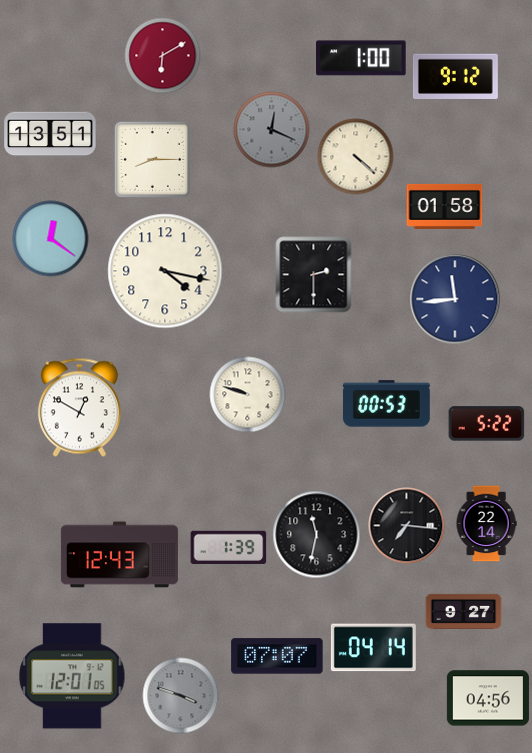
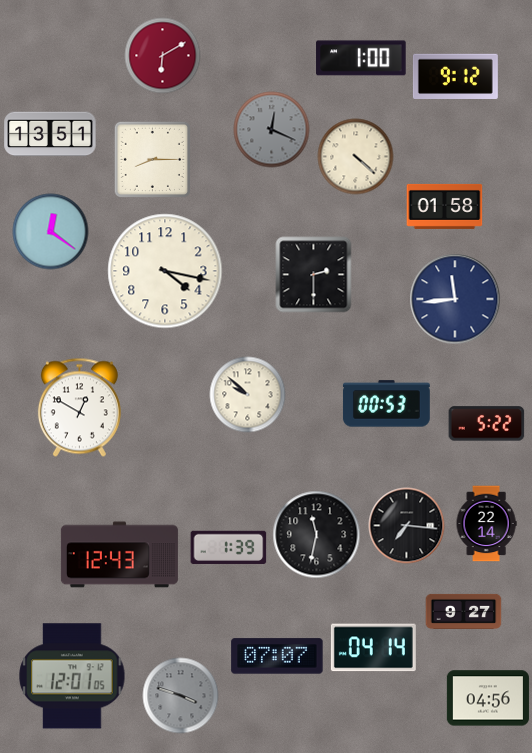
clock at (51, 239) position: (51, 239) -> (51, 232)
clock at (248, 395): 9:48 -> 9:52
